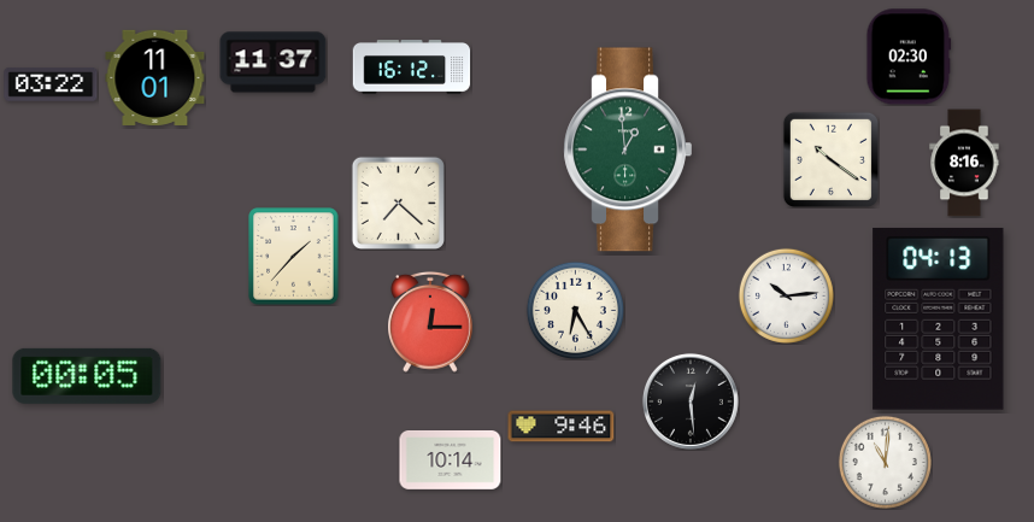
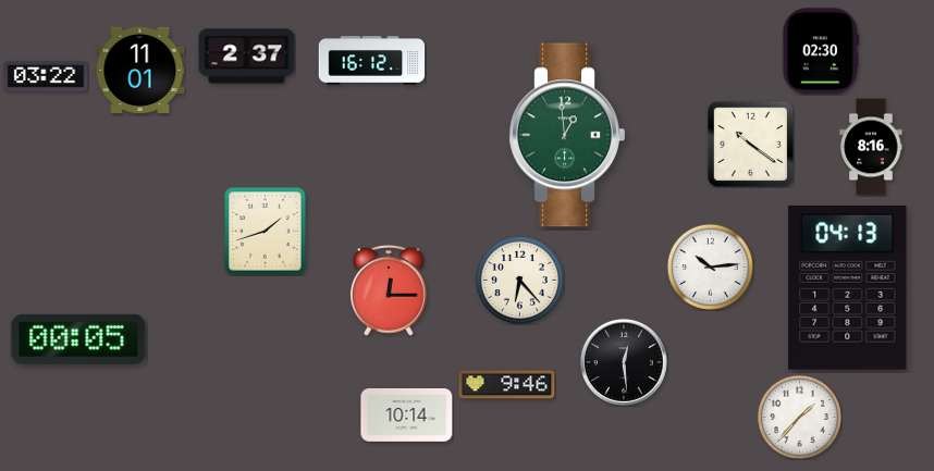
clock at (274, 63): 11:37 -> 2:37
clock at (398, 203): 7:22 -> none
clock at (294, 257): 1:37 -> 1:42
clock at (575, 310): 6:25 -> 6:23
clock at (885, 462): 11:01 -> 1:37
